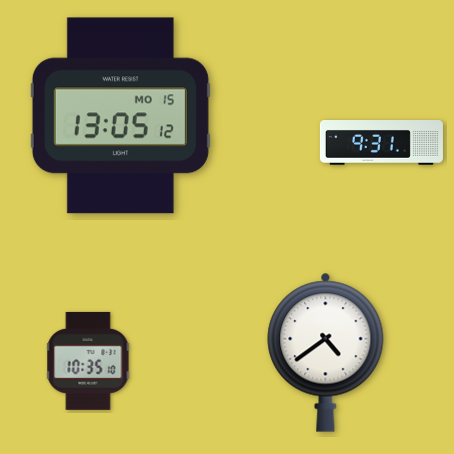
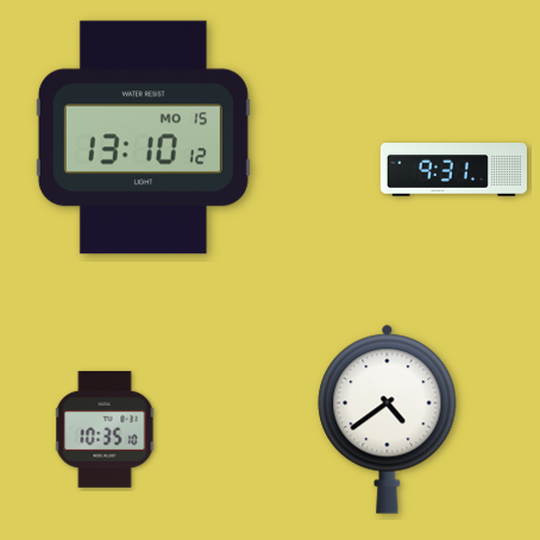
clock at (120, 116): 13:05 -> 13:10
